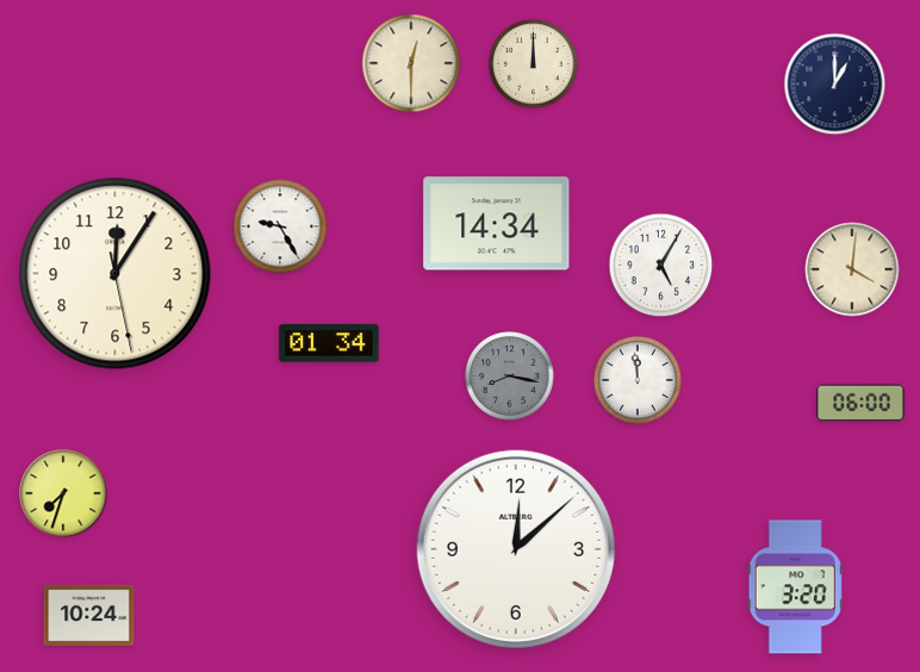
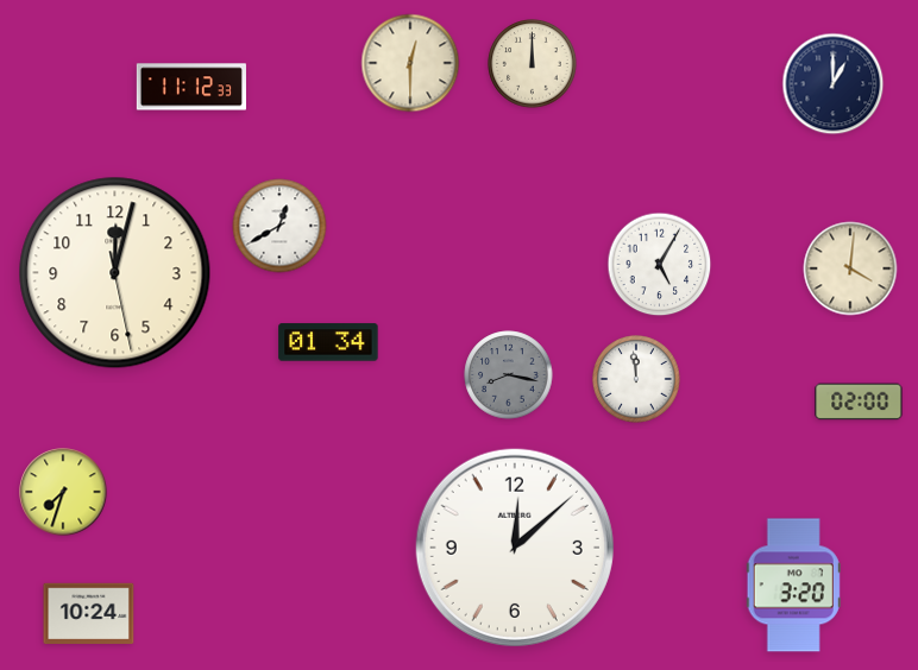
clock at (190, 87): none -> 11:12
clock at (497, 224): 14:34 -> none
clock at (280, 226): 9:25 -> 12:40
clock at (116, 274): 12:05 -> 12:02
clock at (860, 403): 06:00 -> 02:00
